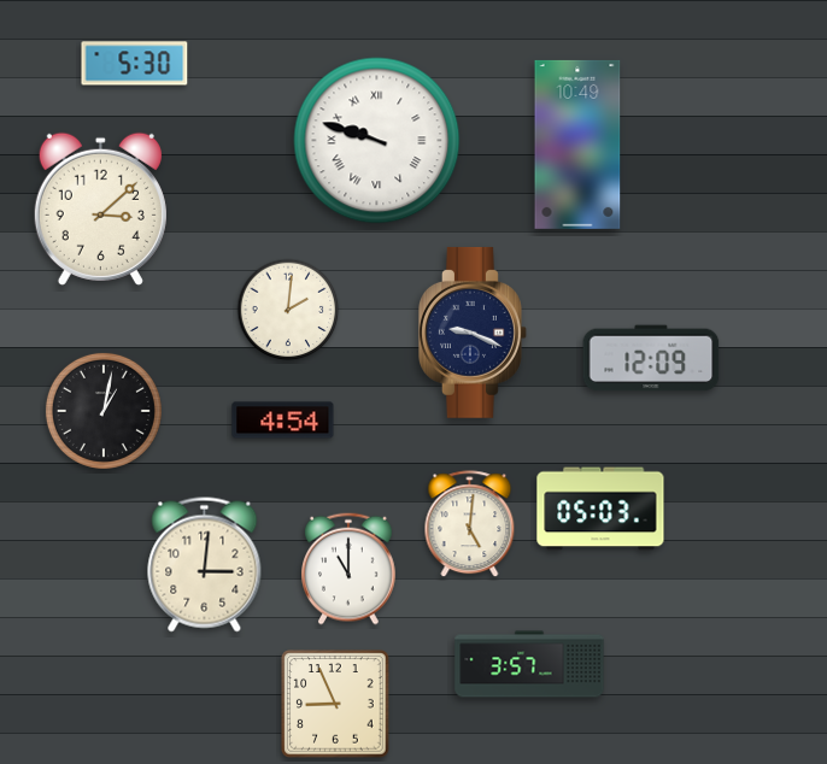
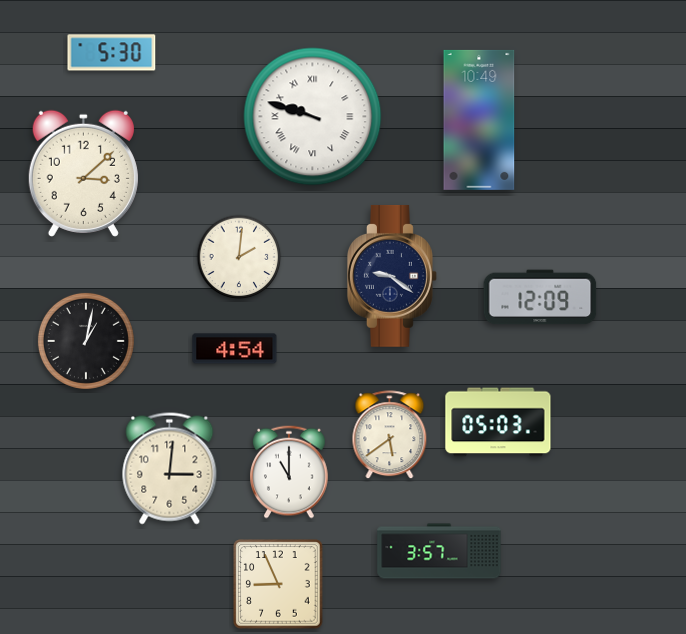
clock at (474, 333): 9:19 -> 9:21
clock at (470, 524): 5:01 -> 5:39
